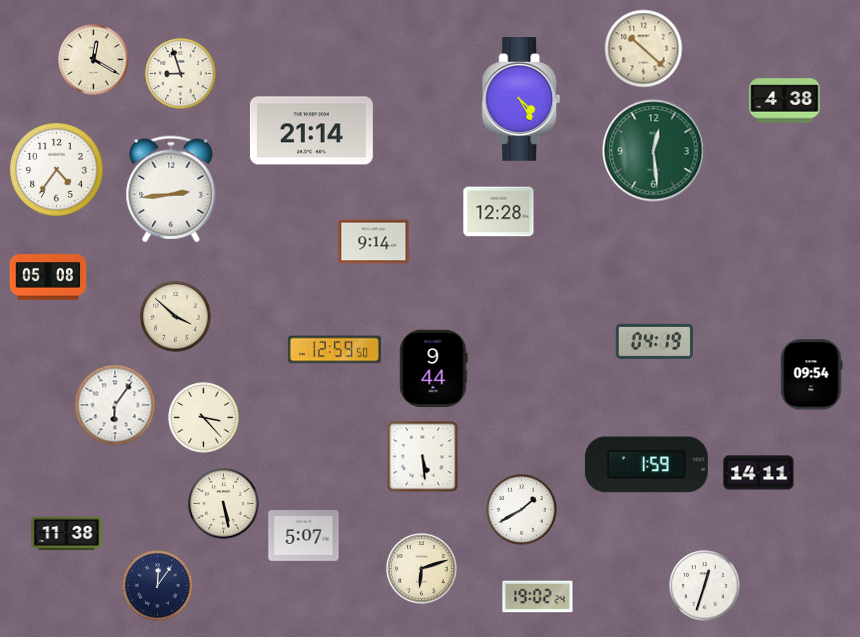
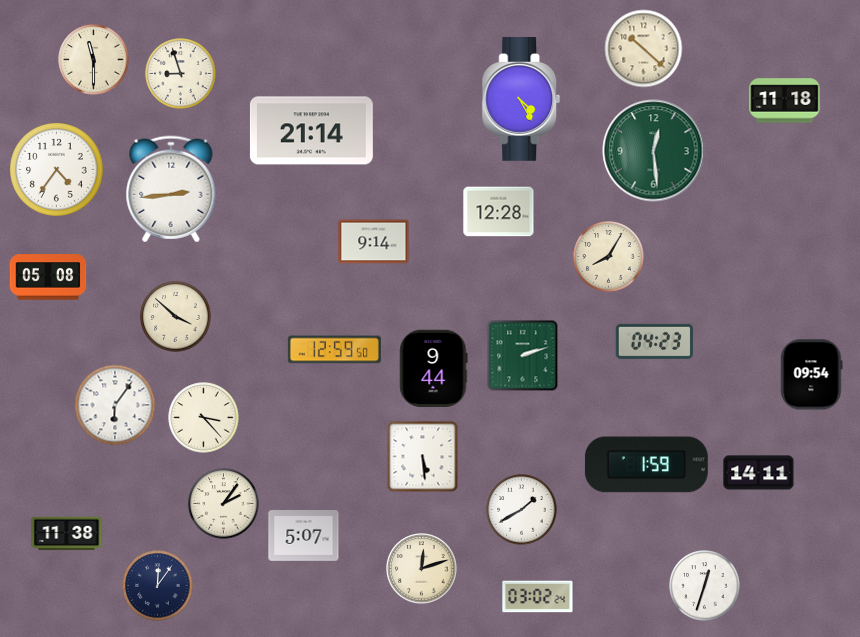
clock at (94, 60): 12:20 -> 11:30
clock at (785, 101): 4:38 -> 11:18
clock at (609, 257): none -> 8:05
clock at (654, 341): 04:19 -> 04:23
clock at (523, 356): none -> 2:12
clock at (224, 504): 5:28 -> 2:06
clock at (422, 569): 6:12 -> 12:12
clock at (538, 597): 19:02 -> 03:02
